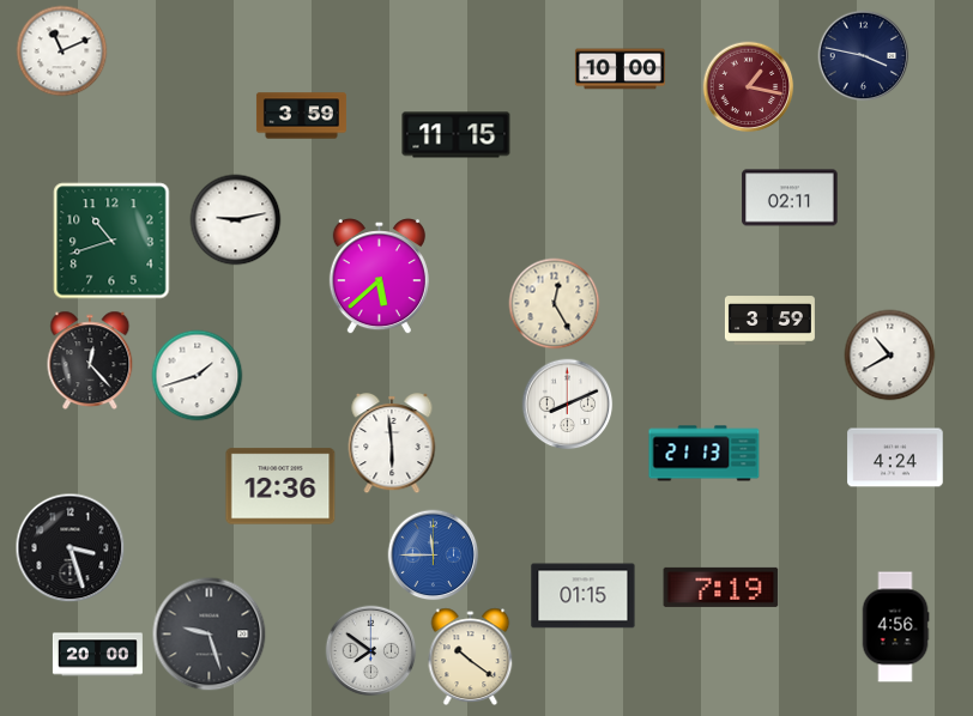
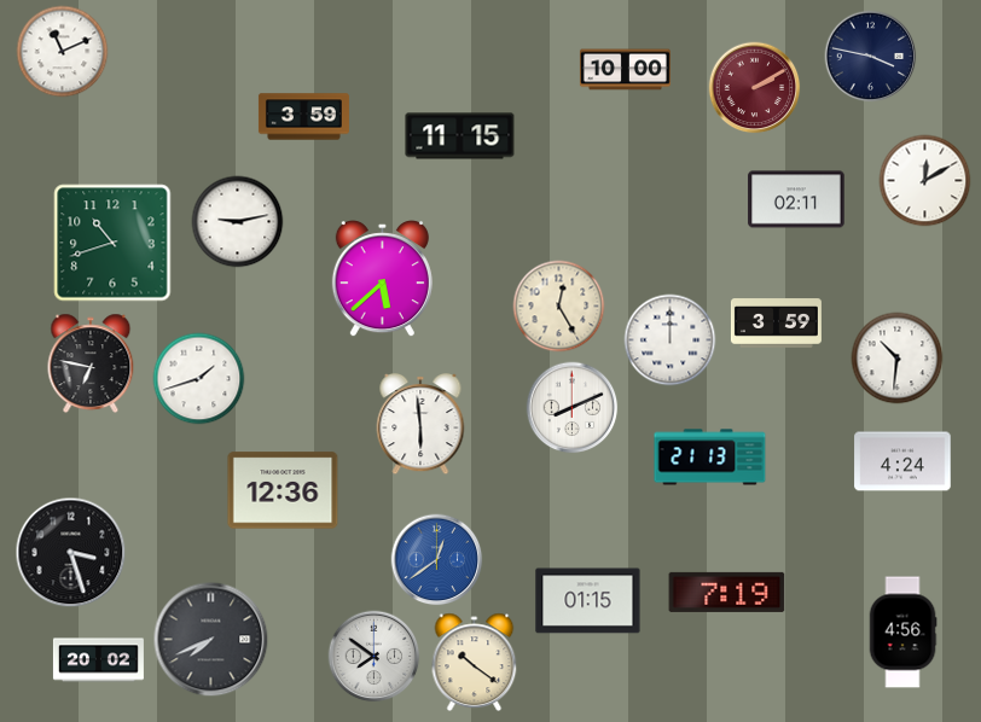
clock at (749, 87): 1:17 -> 2:10
clock at (925, 181): none -> 12:10
clock at (671, 340): none -> 12:00
clock at (890, 356): 10:40 -> 10:31
clock at (90, 360): 12:23 -> 6:47
clock at (392, 444) position: (392, 444) -> (420, 425)
clock at (434, 556): 11:45 -> 12:39
clock at (210, 635): 9:27 -> 7:41
clock at (97, 655): 20:00 -> 20:02
